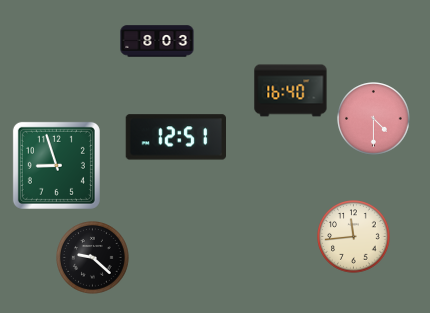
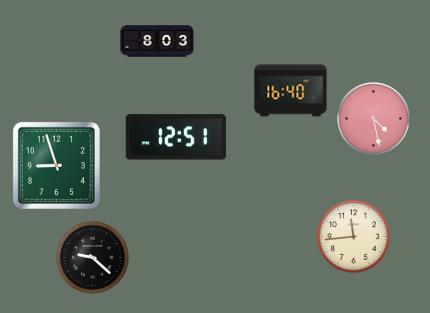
clock at (374, 119): 4:30 -> 4:28
